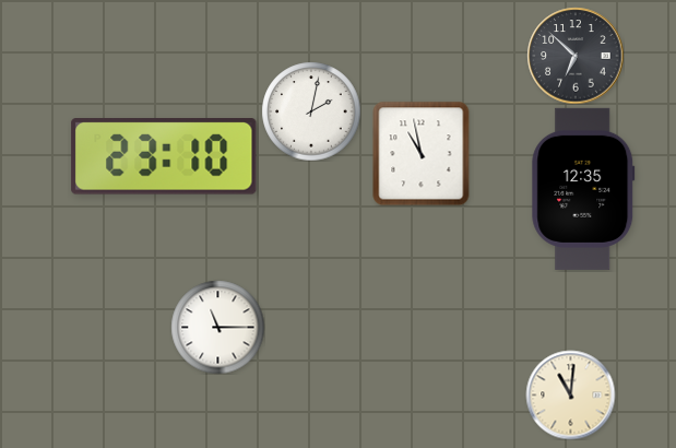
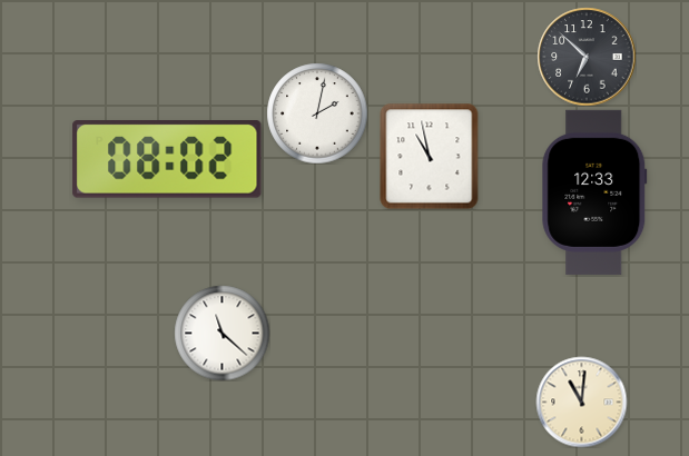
clock at (164, 157): 23:10 -> 08:02
clock at (583, 189): 12:35 -> 12:33
clock at (217, 327): 11:15 -> 11:22
